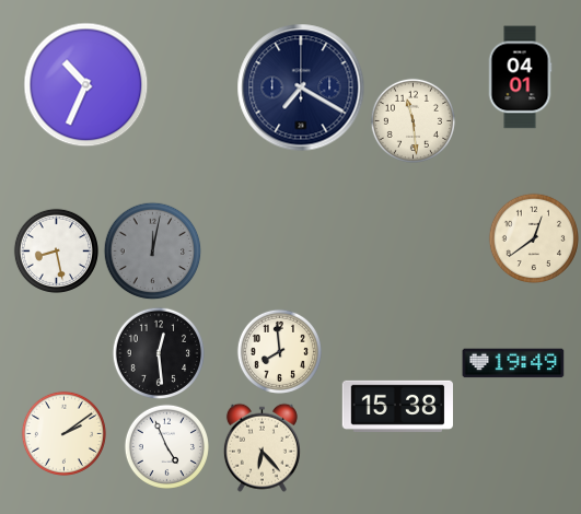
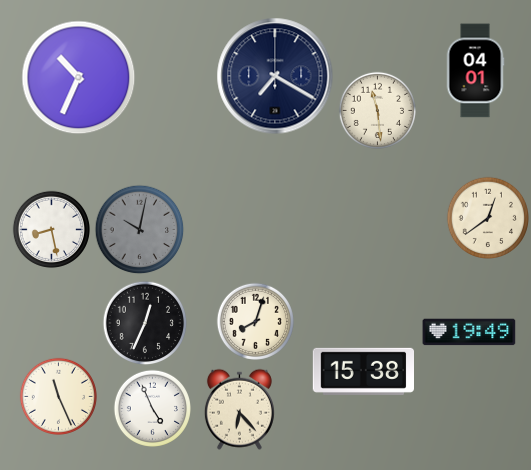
clock at (301, 87) position: (301, 87) -> (275, 76)
clock at (152, 250): 12:02 -> 10:02
clock at (279, 351): 7:59 -> 8:03
clock at (159, 353): 12:29 -> 12:34
clock at (63, 433): 2:09 -> 11:26
